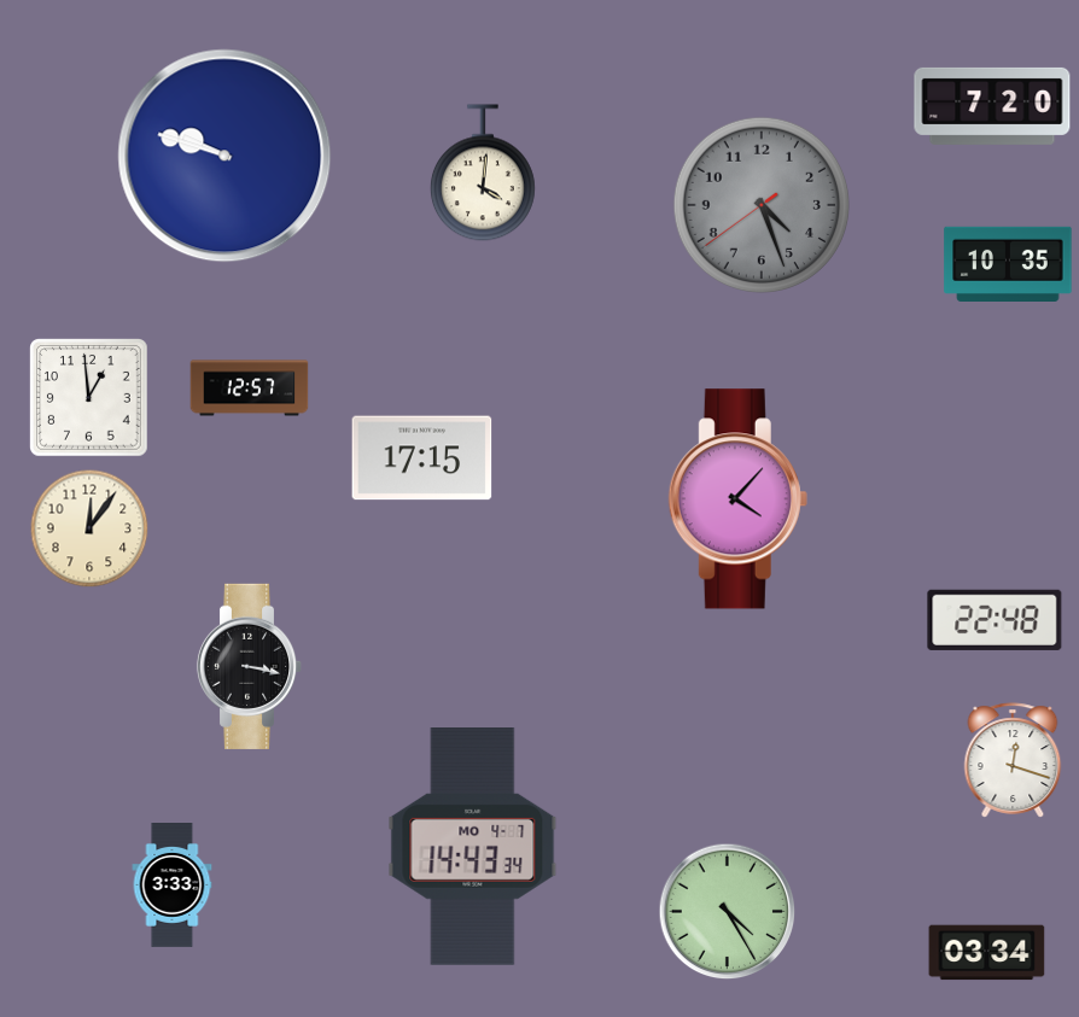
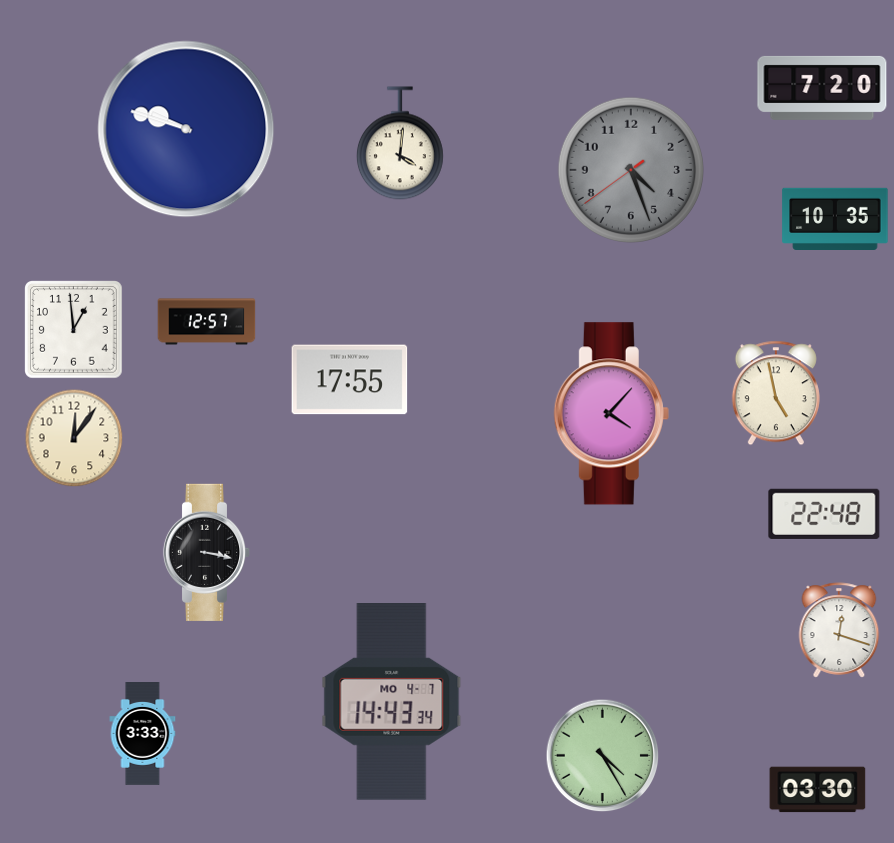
clock at (422, 458): 17:15 -> 17:55
clock at (776, 393): none -> 4:58
clock at (987, 953): 03:34 -> 03:30
